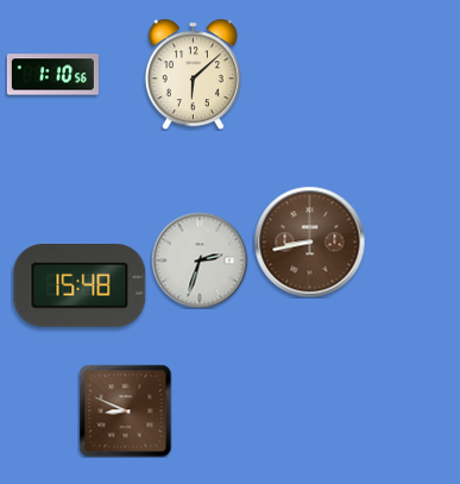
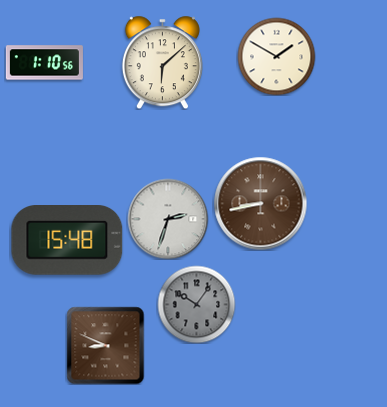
clock at (276, 56): none -> 1:50
clock at (196, 304): none -> 10:06
